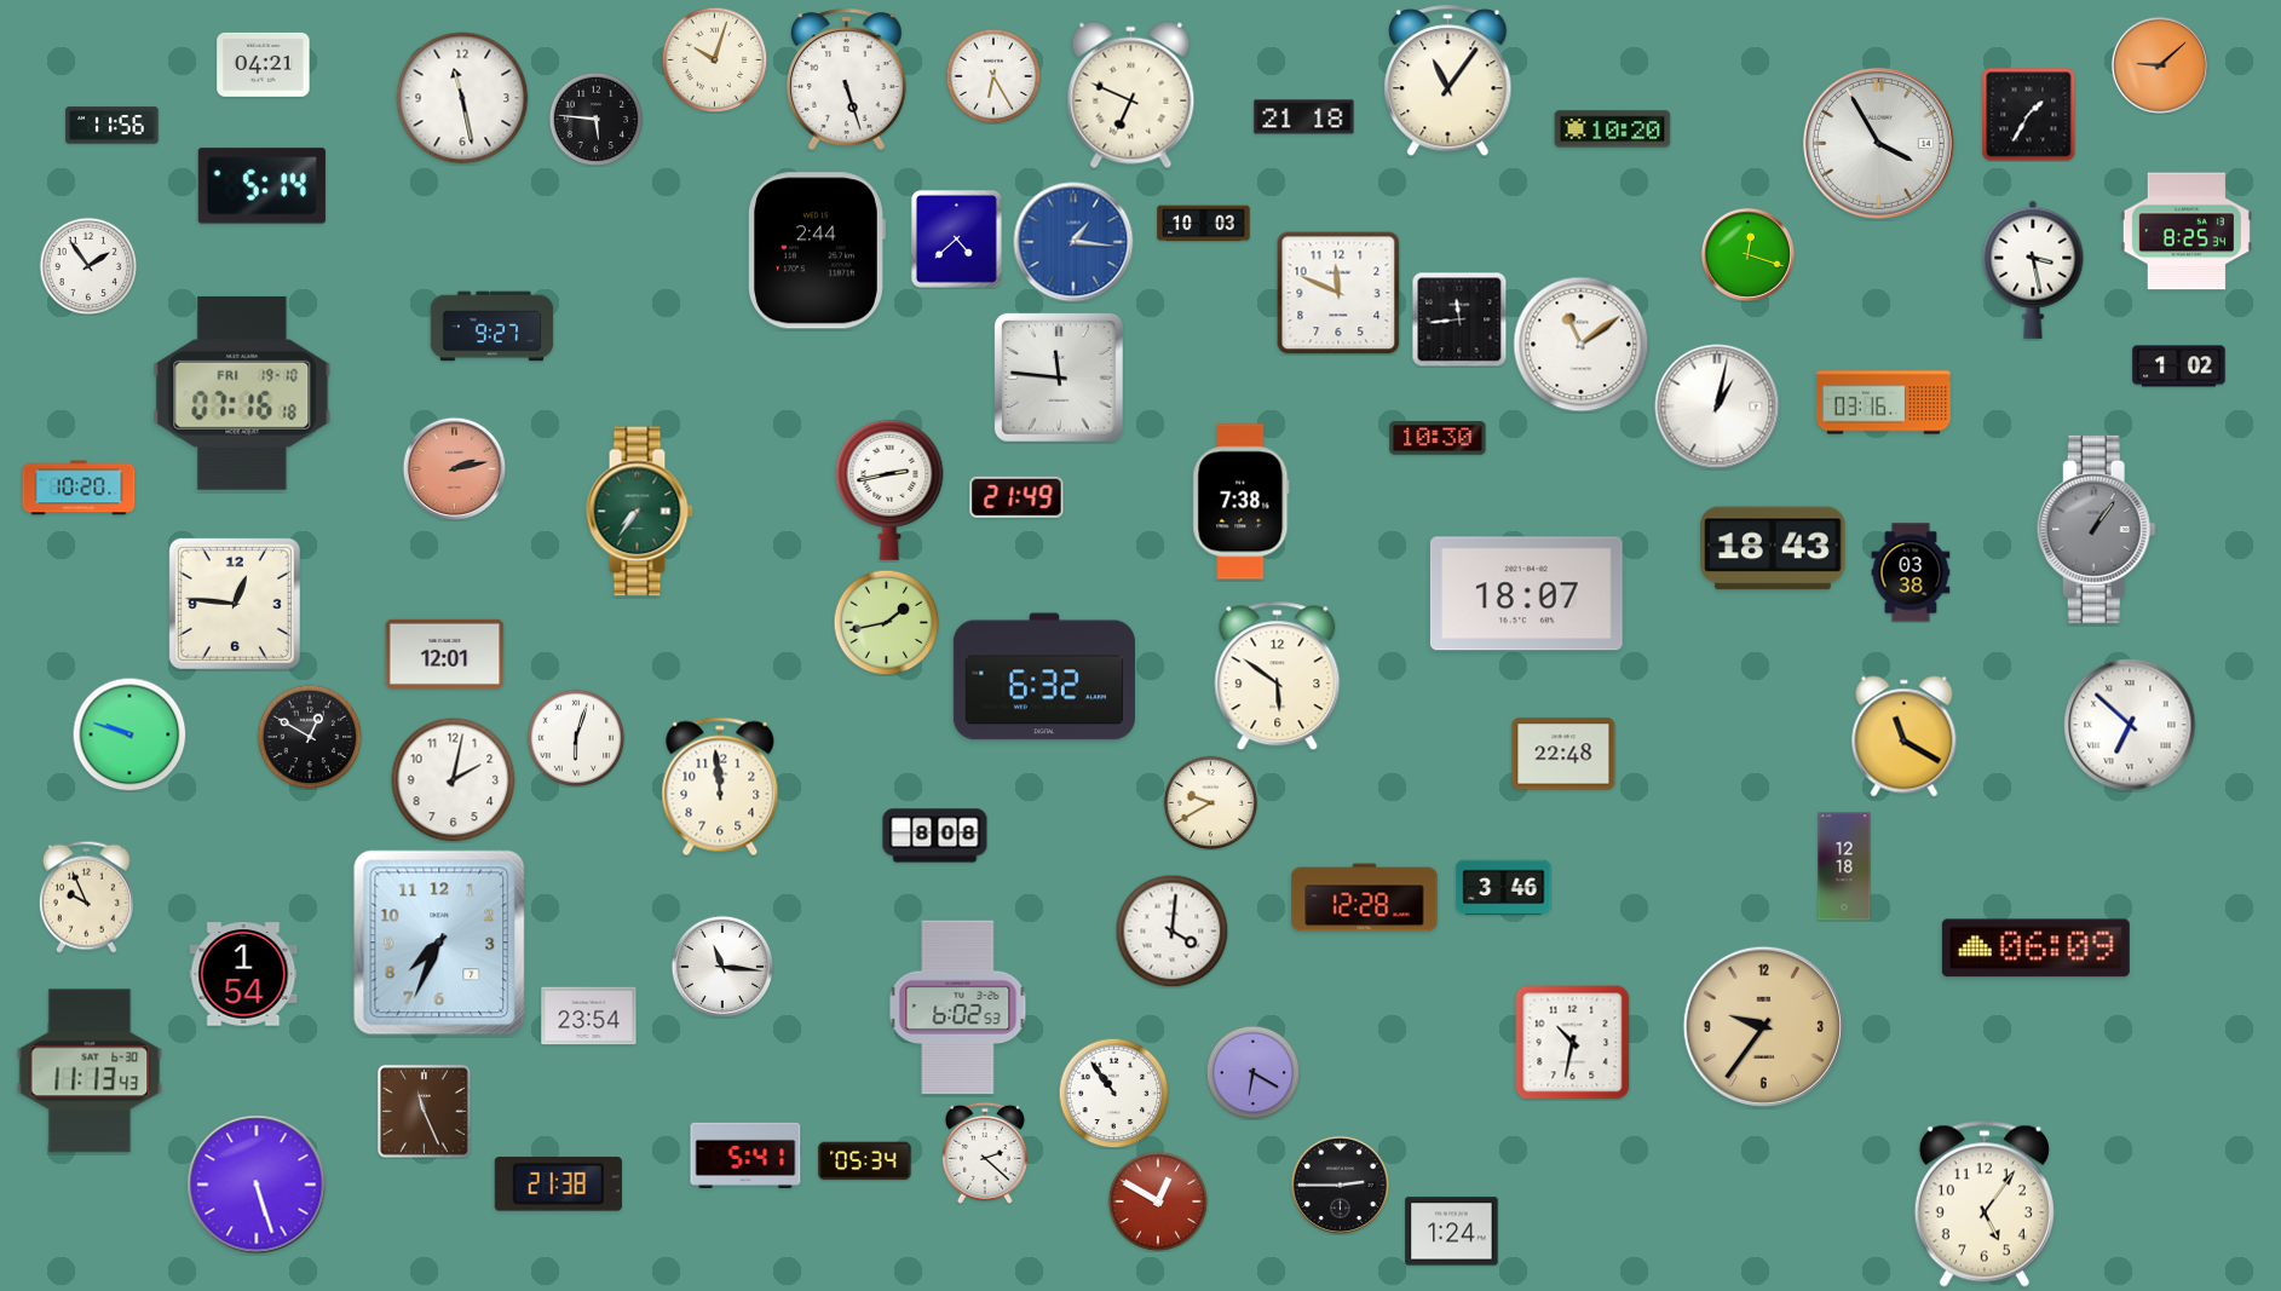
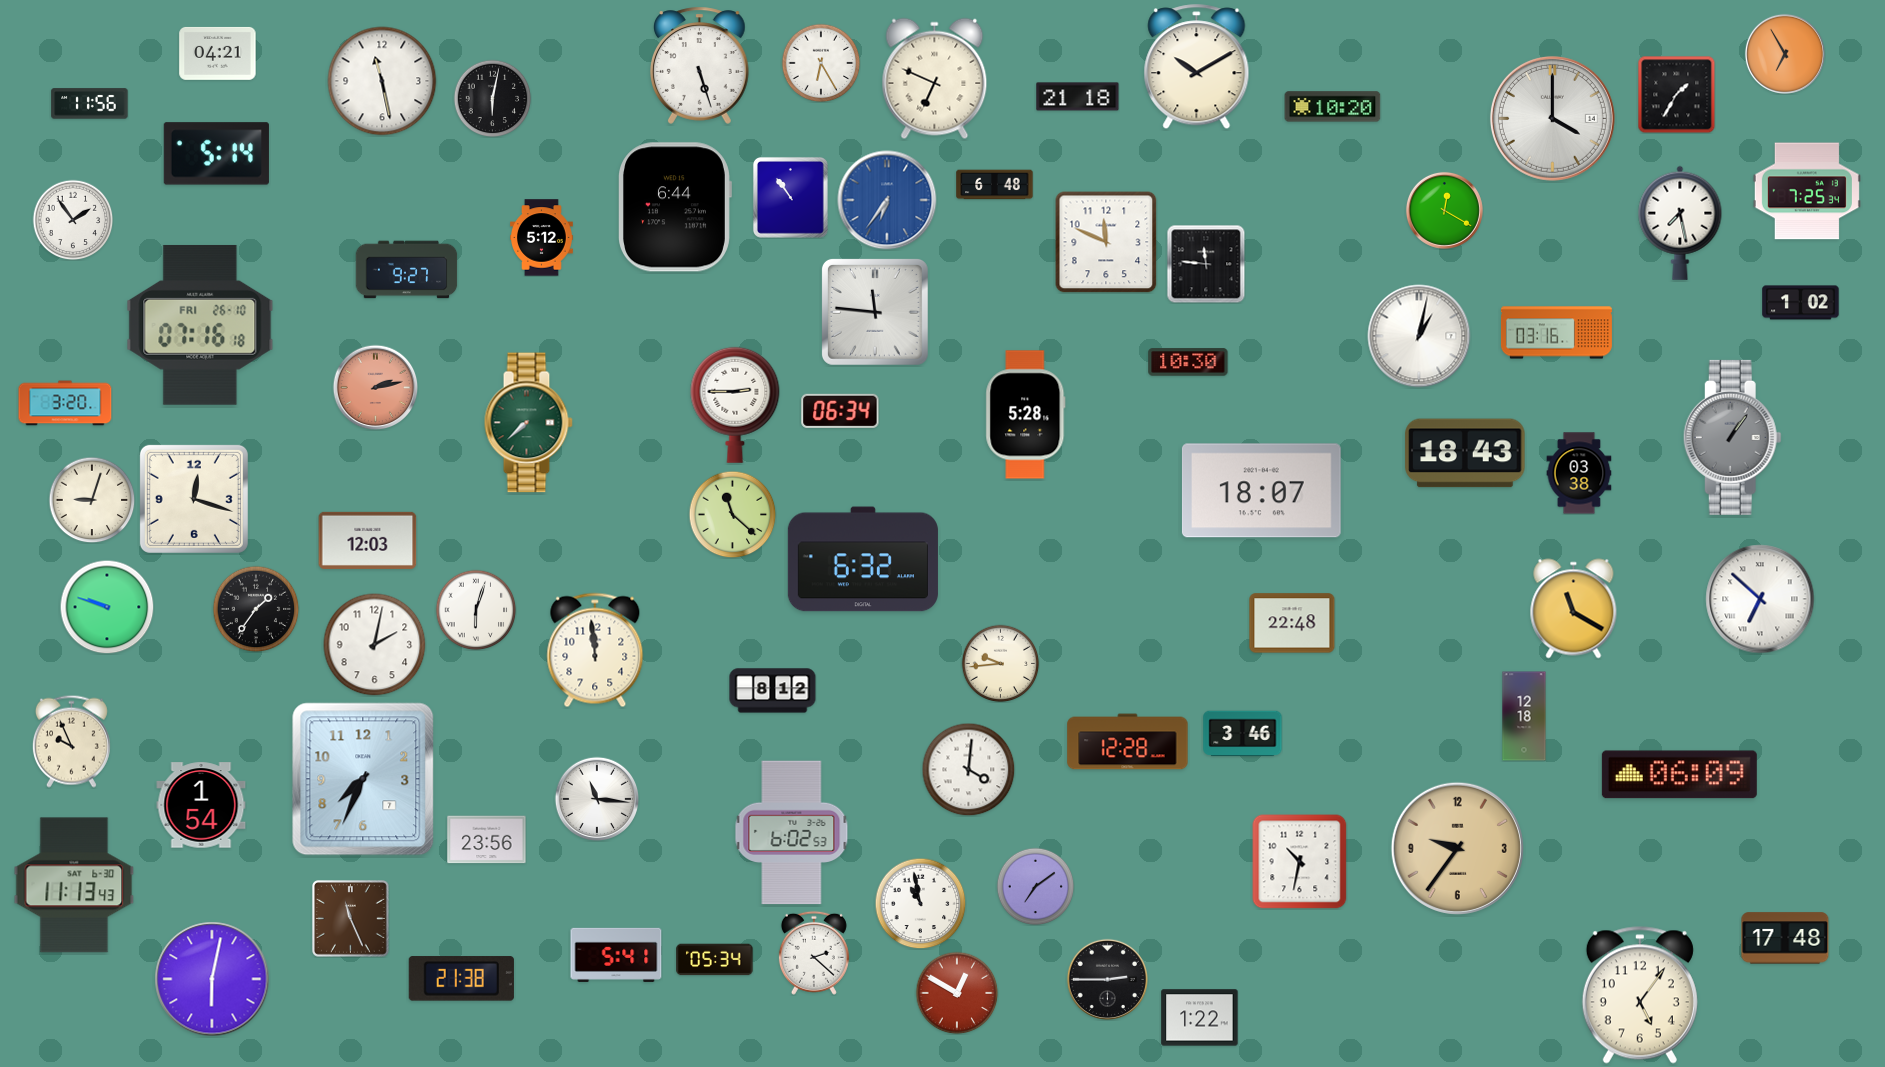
clock at (714, 59): 10:03 -> none
clock at (2160, 65): 9:08 -> 6:55
clock at (1448, 81): 11:06 -> 10:10
clock at (595, 119): 5:46 -> 6:02
clock at (113, 126) position: (113, 126) -> (90, 104)
clock at (1878, 143): 3:55 -> 4:00
clock at (1204, 224): 10:03 -> 6:48
clock at (2187, 231): 8:25 -> 7:25
clock at (956, 238): 4:38 -> 10:54
clock at (1073, 242): 1:16 -> 6:36
clock at (817, 250): 2:44 -> 6:44
clock at (1747, 254): 12:18 -> 12:20
clock at (2033, 270): 3:28 -> 7:28
clock at (542, 238): none -> 5:12
clock at (1459, 319): 11:44 -> 11:46
clock at (1582, 345): 11:09 -> none
clock at (242, 393) date: FRI 19-10 -> FRI 26-10
clock at (79, 488): 10:20 -> 3:20
clock at (889, 490): 2:43 -> 2:45
clock at (1016, 497): 21:49 -> 06:34
clock at (1242, 502): 7:38 -> 5:28
clock at (639, 512): 7:36 -> 7:38
clock at (235, 604): 12:46 -> 12:18
clock at (92, 500): none -> 9:03
clock at (886, 622): 1:43 -> 11:22
clock at (445, 653): 12:01 -> 12:03
clock at (1278, 676): 5:51 -> none
clock at (310, 737): 12:50 -> 1:36
clock at (1210, 802): 9:40 -> 9:44
clock at (935, 836): 8:08 -> 8:12
clock at (2035, 949) position: (2035, 949) -> (1679, 775)
clock at (589, 1016): 23:54 -> 23:56
clock at (1252, 1072): 6:20 -> 7:09
clock at (1113, 1093): 10:54 -> 10:58
clock at (1785, 938): none -> 17:48
clock at (257, 1185): 5:27 -> 6:02
clock at (1452, 1232): 1:24 -> 1:22
